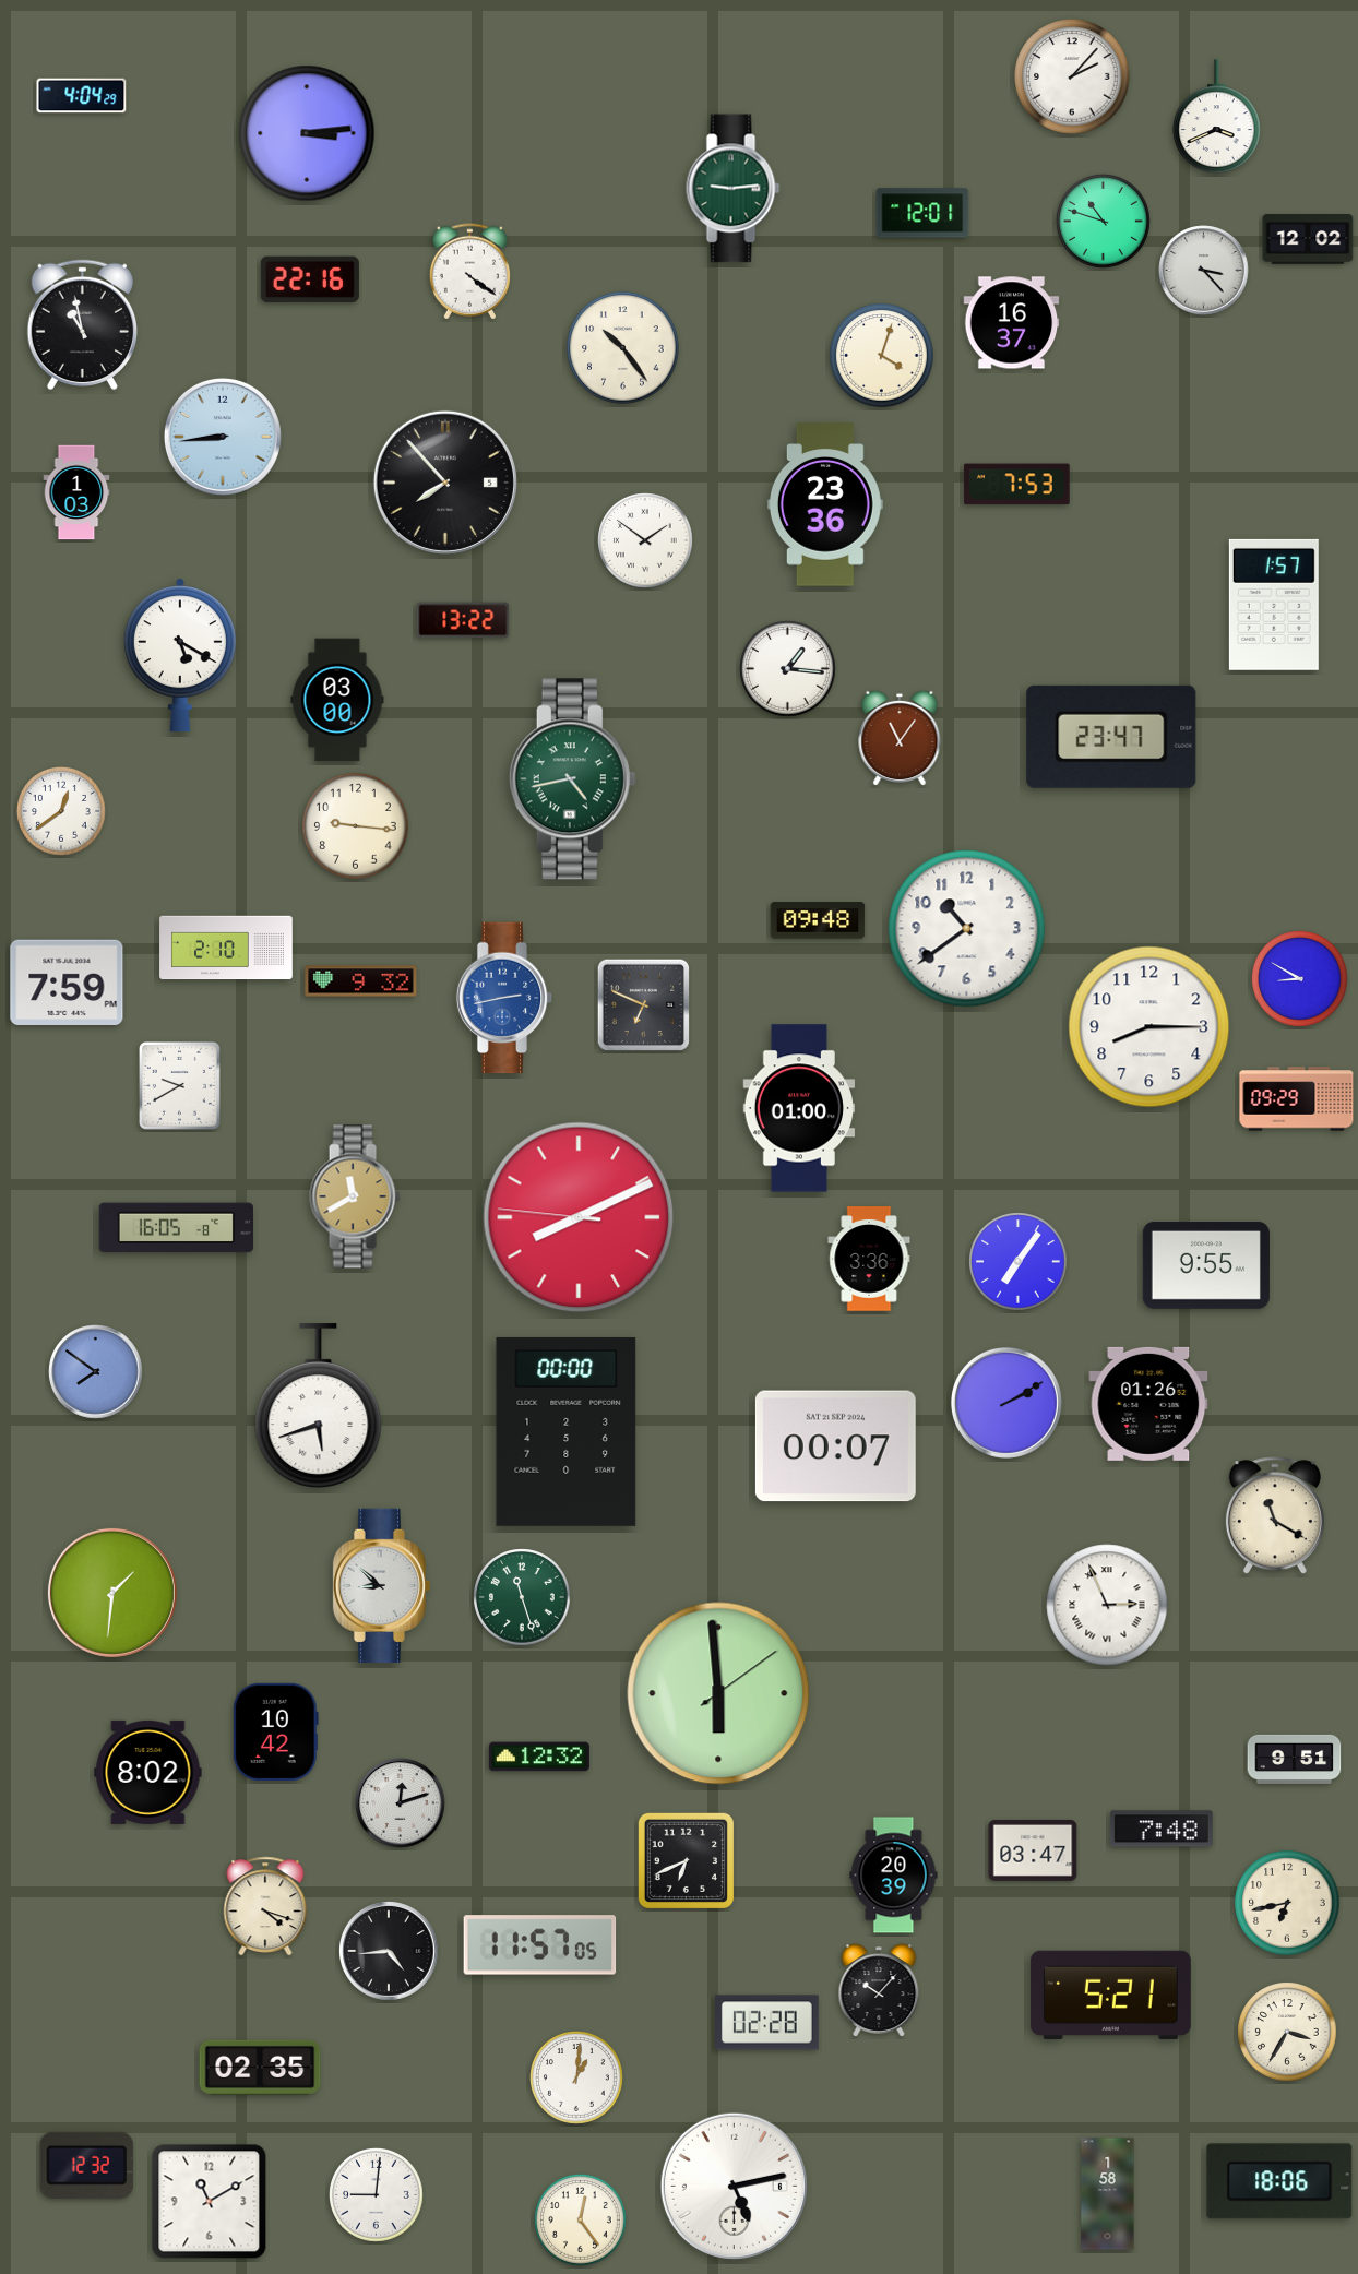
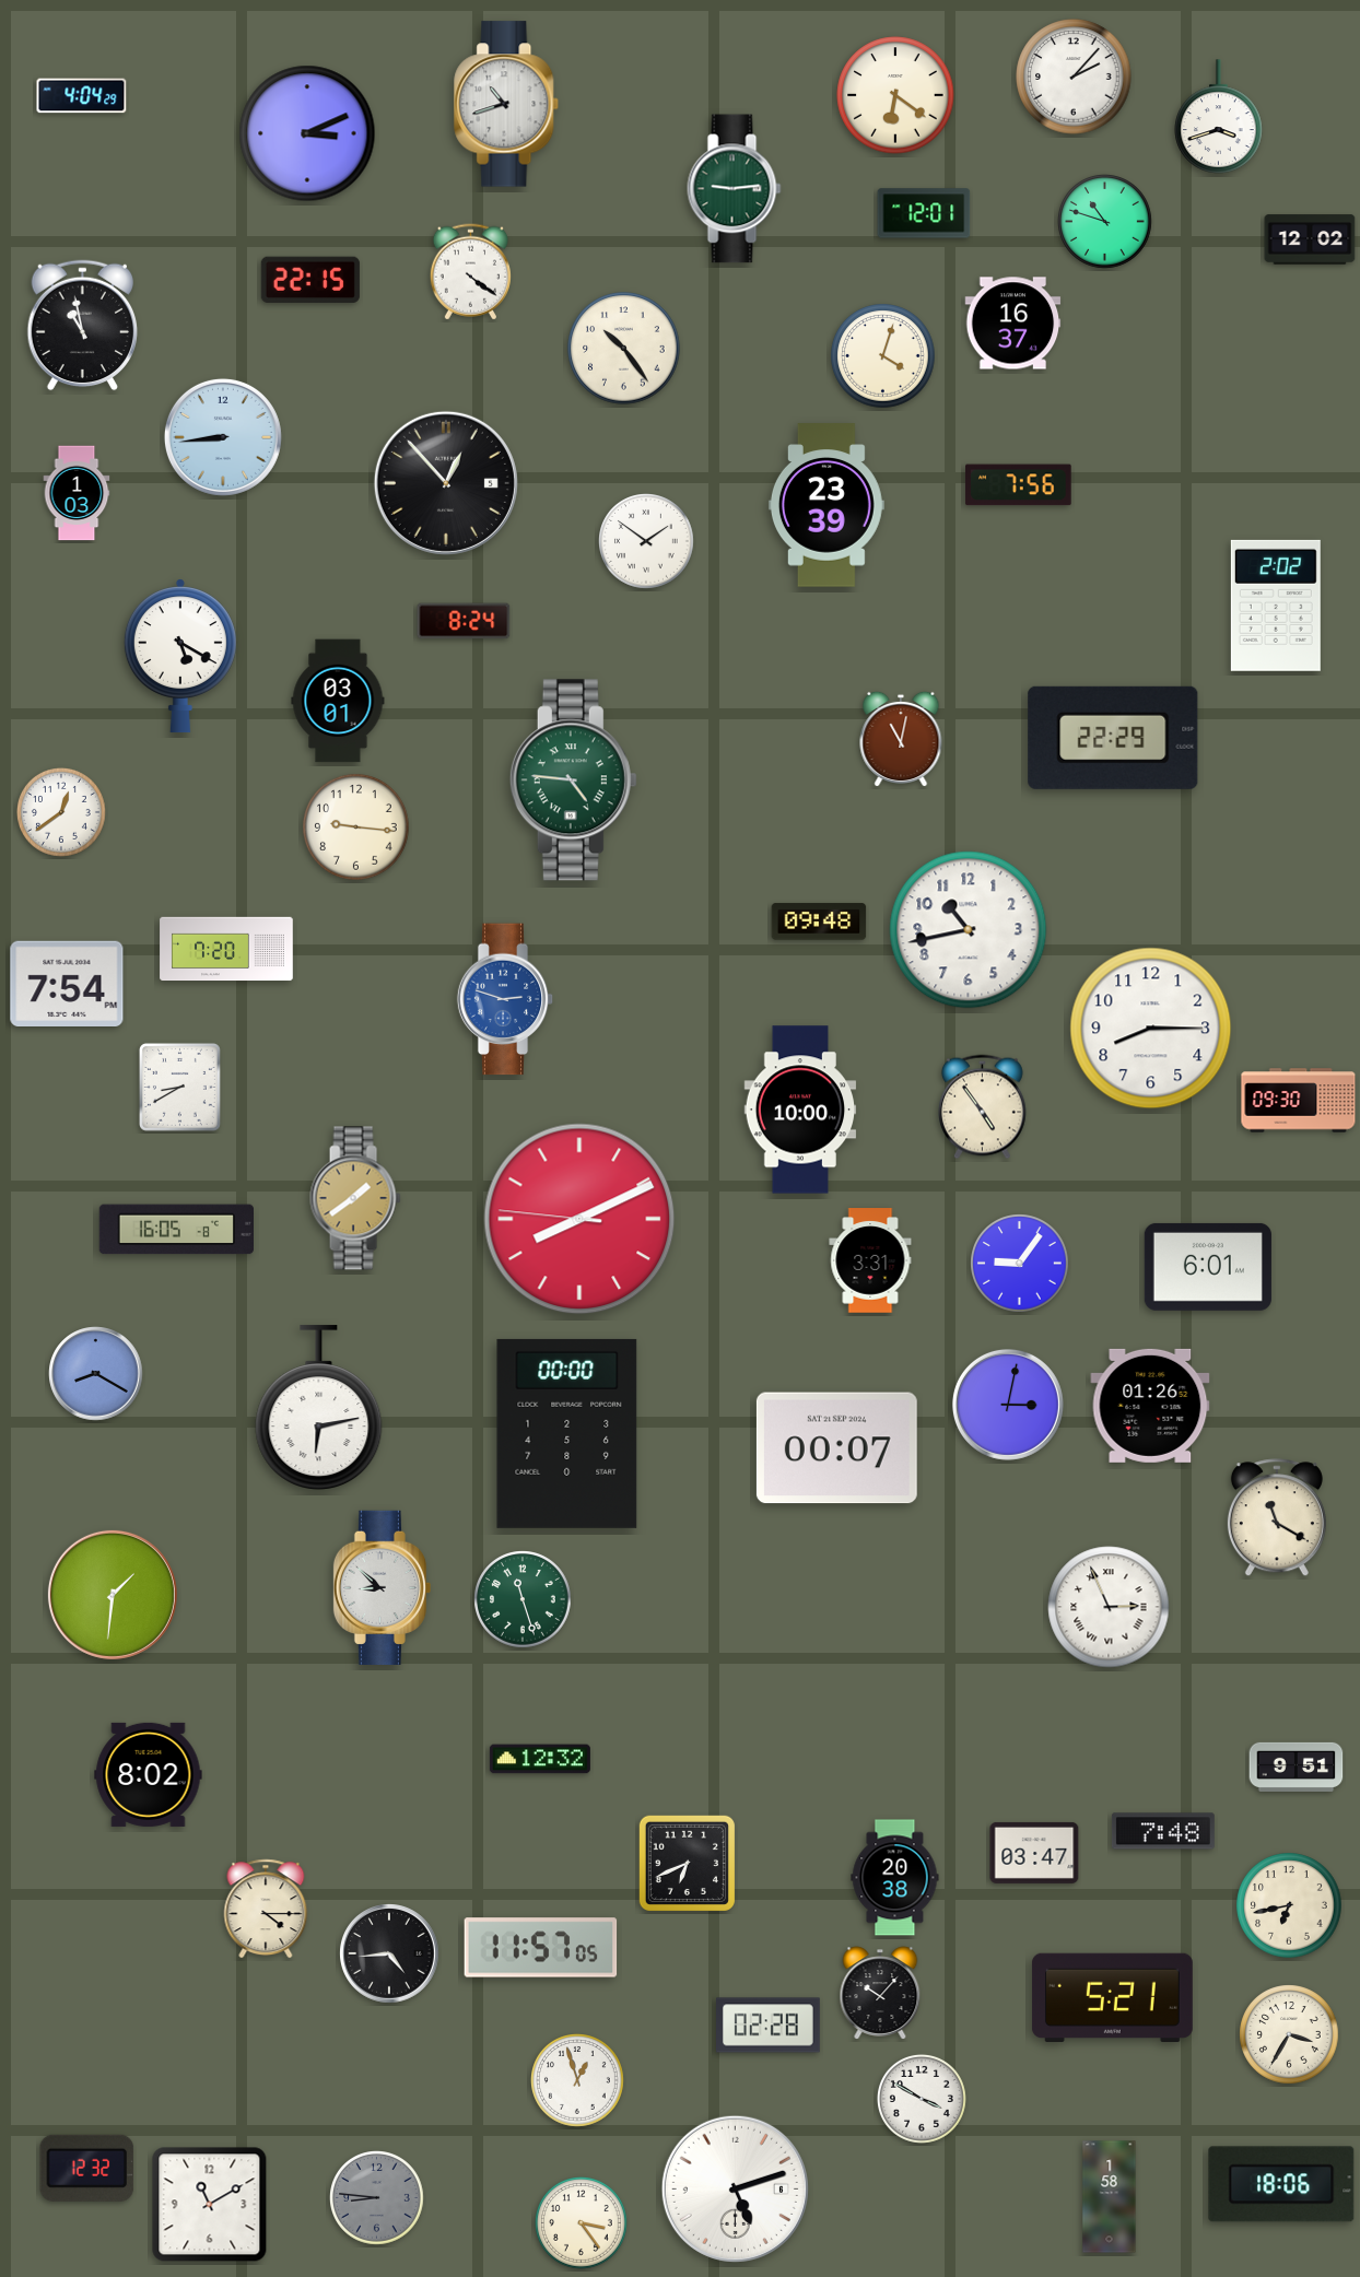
clock at (895, 95): none -> 6:21
clock at (507, 104): none -> 10:42
clock at (1217, 117): 3:41 -> 3:42
clock at (307, 133): 3:14 -> 3:11
clock at (1204, 271): 3:23 -> none
clock at (310, 278): 22:16 -> 22:15
clock at (445, 483): 7:53 -> 12:53
clock at (1017, 485): 7:53 -> 7:56
clock at (825, 504): 23:36 -> 23:39
clock at (1274, 605): 1:57 -> 2:02
clock at (463, 620): 13:22 -> 8:24
clock at (788, 669): 1:16 -> none
clock at (337, 700): 03:00 -> 03:01
clock at (1111, 737): 23:47 -> 22:29
clock at (900, 738): 11:06 -> 11:02
clock at (572, 779): 4:43 -> 4:46
clock at (967, 929): 10:39 -> 10:43
clock at (226, 948): 2:10 -> 7:20
clock at (1300, 979): 8:50 -> none
clock at (67, 981): 7:59 -> 7:54
clock at (361, 981): 9:32 -> none
clock at (504, 998): 2:43 -> 2:48
clock at (643, 1004): 6:49 -> none
clock at (179, 1085): 9:40 -> 8:40
clock at (1297, 1099): 09:29 -> 09:30
clock at (982, 1107): none -> 4:54
clock at (799, 1108): 01:00 -> 10:00
clock at (355, 1196): 11:40 -> 1:39
clock at (869, 1259): 3:36 -> 3:31
clock at (1019, 1262): 7:06 -> 9:06
clock at (1206, 1265): 9:55 -> 6:01
clock at (96, 1372): 7:51 -> 8:20
clock at (1006, 1403): 2:10 -> 3:02
clock at (319, 1405): 5:42 -> 6:13
clock at (718, 1693): 5:59 -> none
clock at (275, 1731): 10:42 -> none
clock at (1295, 1759) position: (1295, 1759) -> (1297, 1767)
clock at (401, 1803): 12:12 -> none
clock at (894, 1876): 20:39 -> 20:38
clock at (265, 1906): 4:18 -> 4:15
clock at (260, 2068): 02:35 -> none
clock at (577, 2079): 1:01 -> 12:57
clock at (922, 2099): none -> 3:50
clock at (734, 2186): 5:13 -> 5:12
clock at (377, 2195): 9:01 -> 8:46
clock at (377, 2195) dial: white -> grey
clock at (581, 2221): 12:24 -> 3:24
